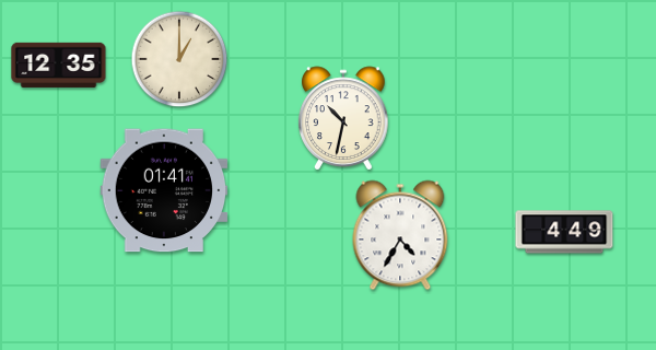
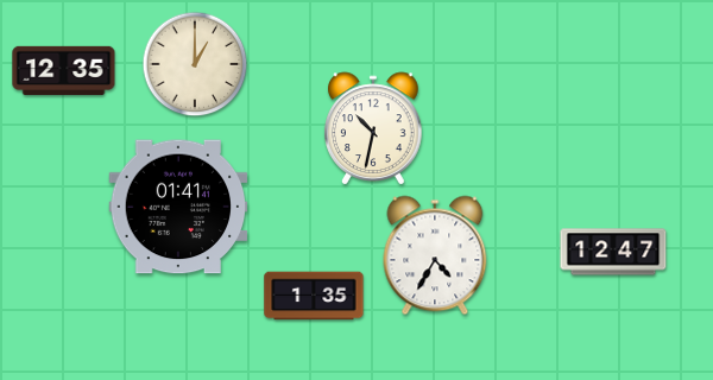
clock at (564, 232): 4:49 -> 12:47
clock at (314, 296): none -> 1:35
